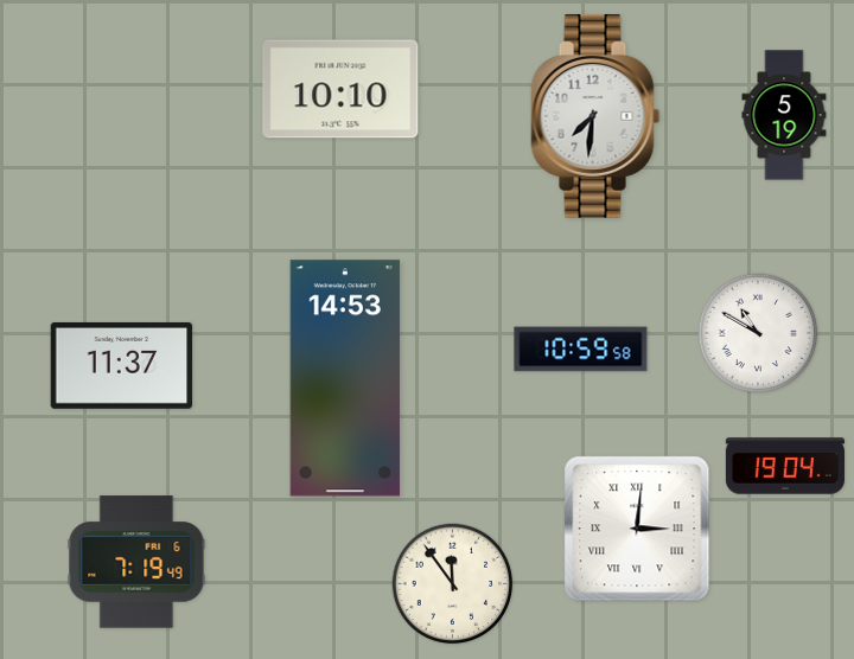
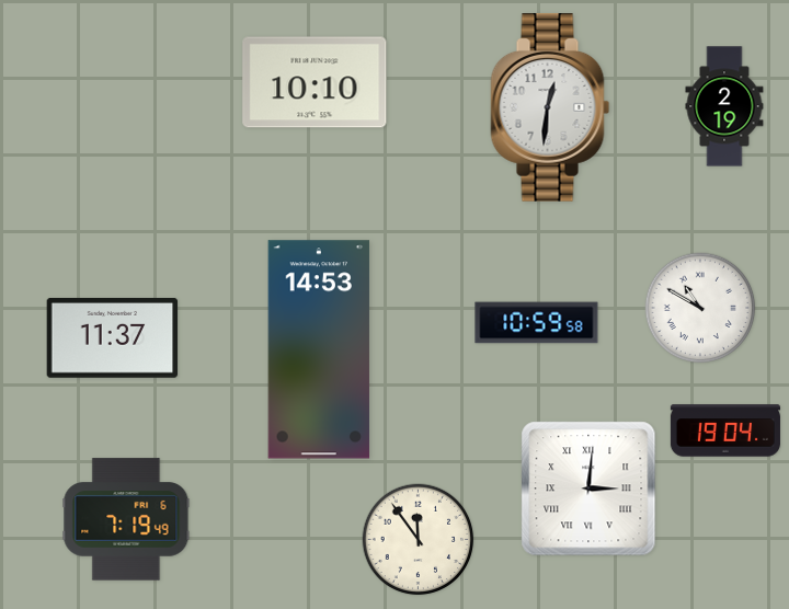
clock at (784, 115): 5:19 -> 2:19
clock at (595, 117): 7:31 -> 12:31
